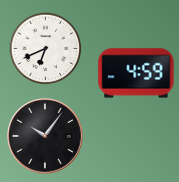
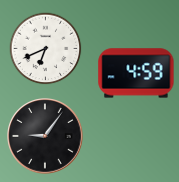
clock at (45, 136): 10:06 -> 9:06
